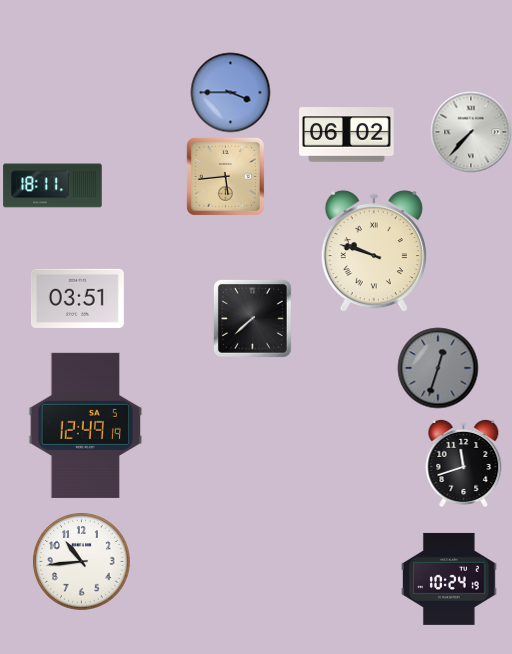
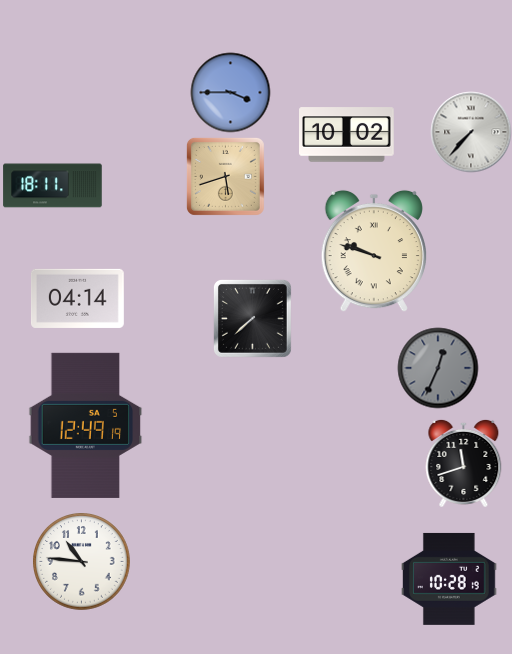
clock at (347, 135): 06:02 -> 10:02
clock at (225, 176): 5:44 -> 5:42
clock at (77, 298): 03:51 -> 04:14
clock at (438, 368): 12:33 -> 12:34
clock at (82, 562): 10:44 -> 10:46
clock at (450, 579): 10:24 -> 10:28
